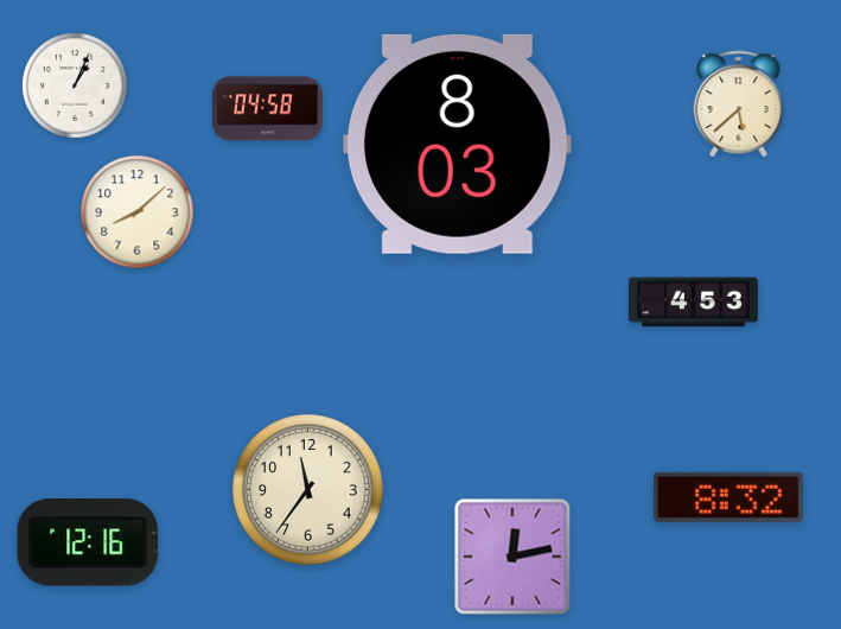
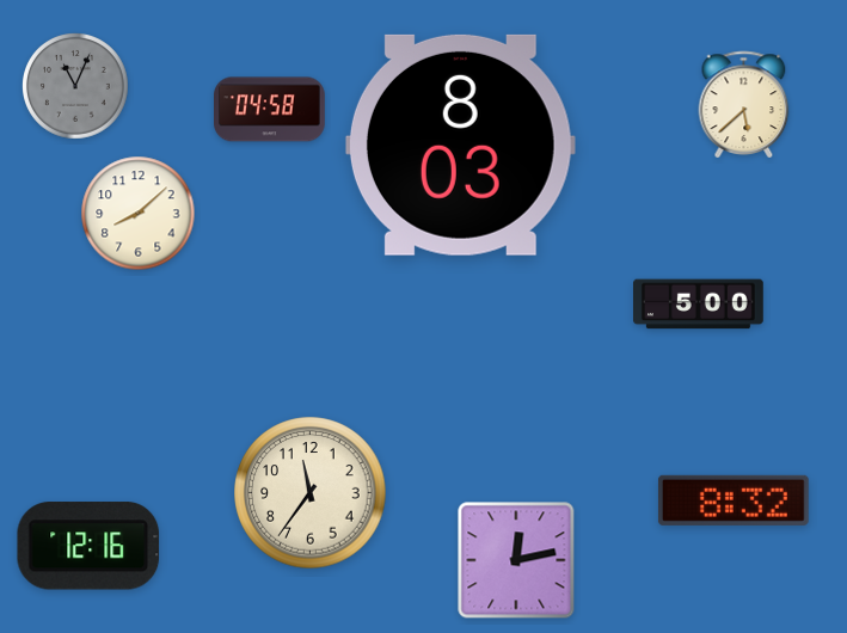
clock at (76, 87): 1:04 -> 11:04
clock at (76, 87) dial: white -> grey
clock at (694, 303): 4:53 -> 5:00
